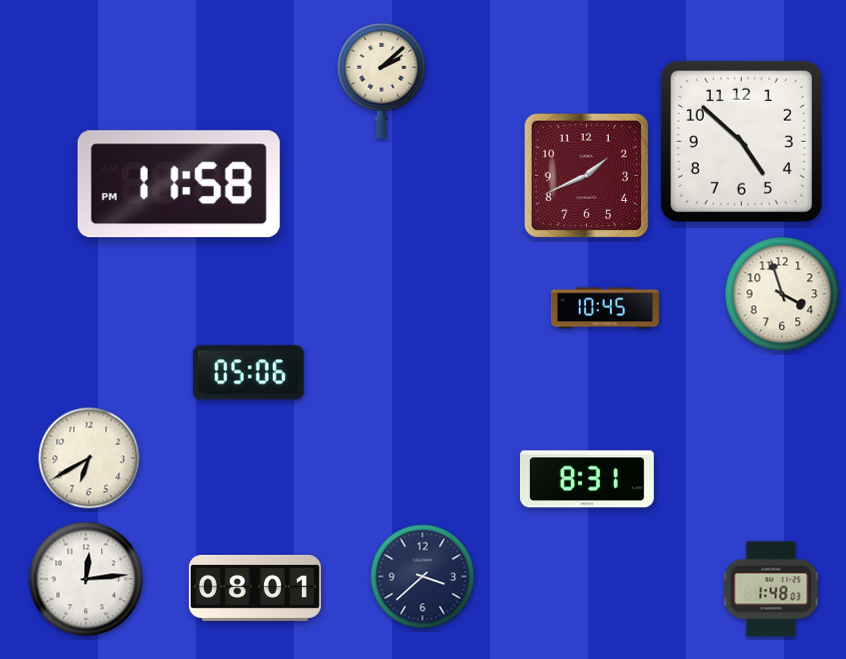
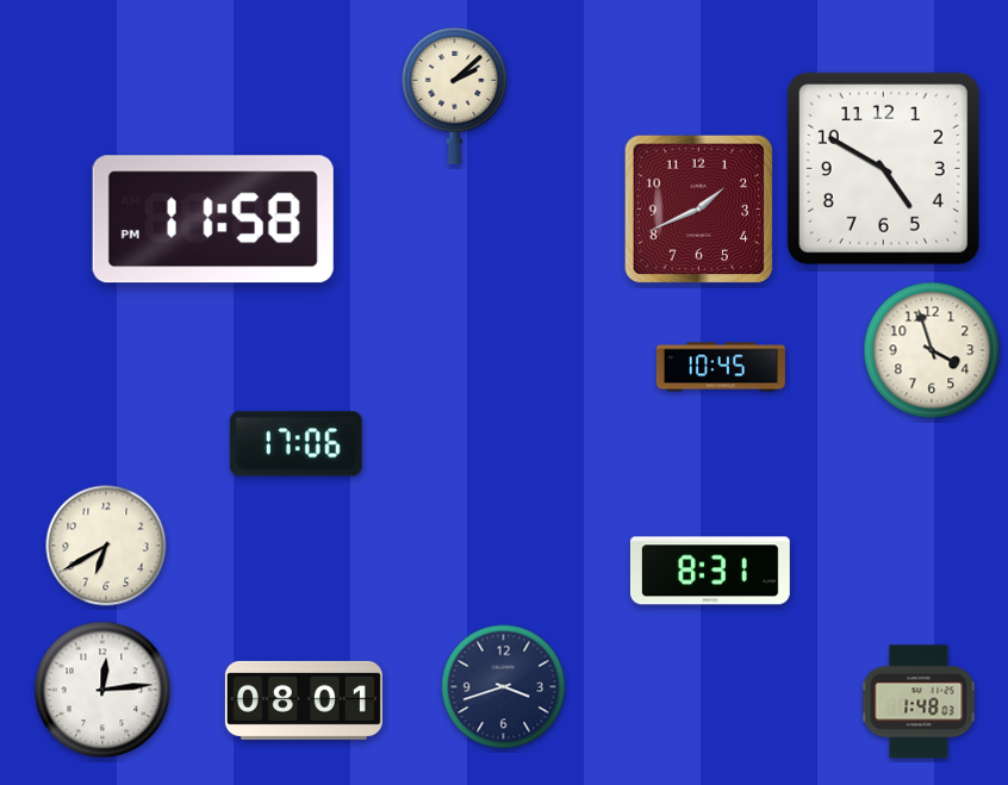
clock at (741, 141): 4:52 -> 4:50
clock at (248, 373): 05:06 -> 17:06
clock at (587, 479) position: (587, 479) -> (710, 571)
clock at (423, 577): 3:38 -> 3:42
